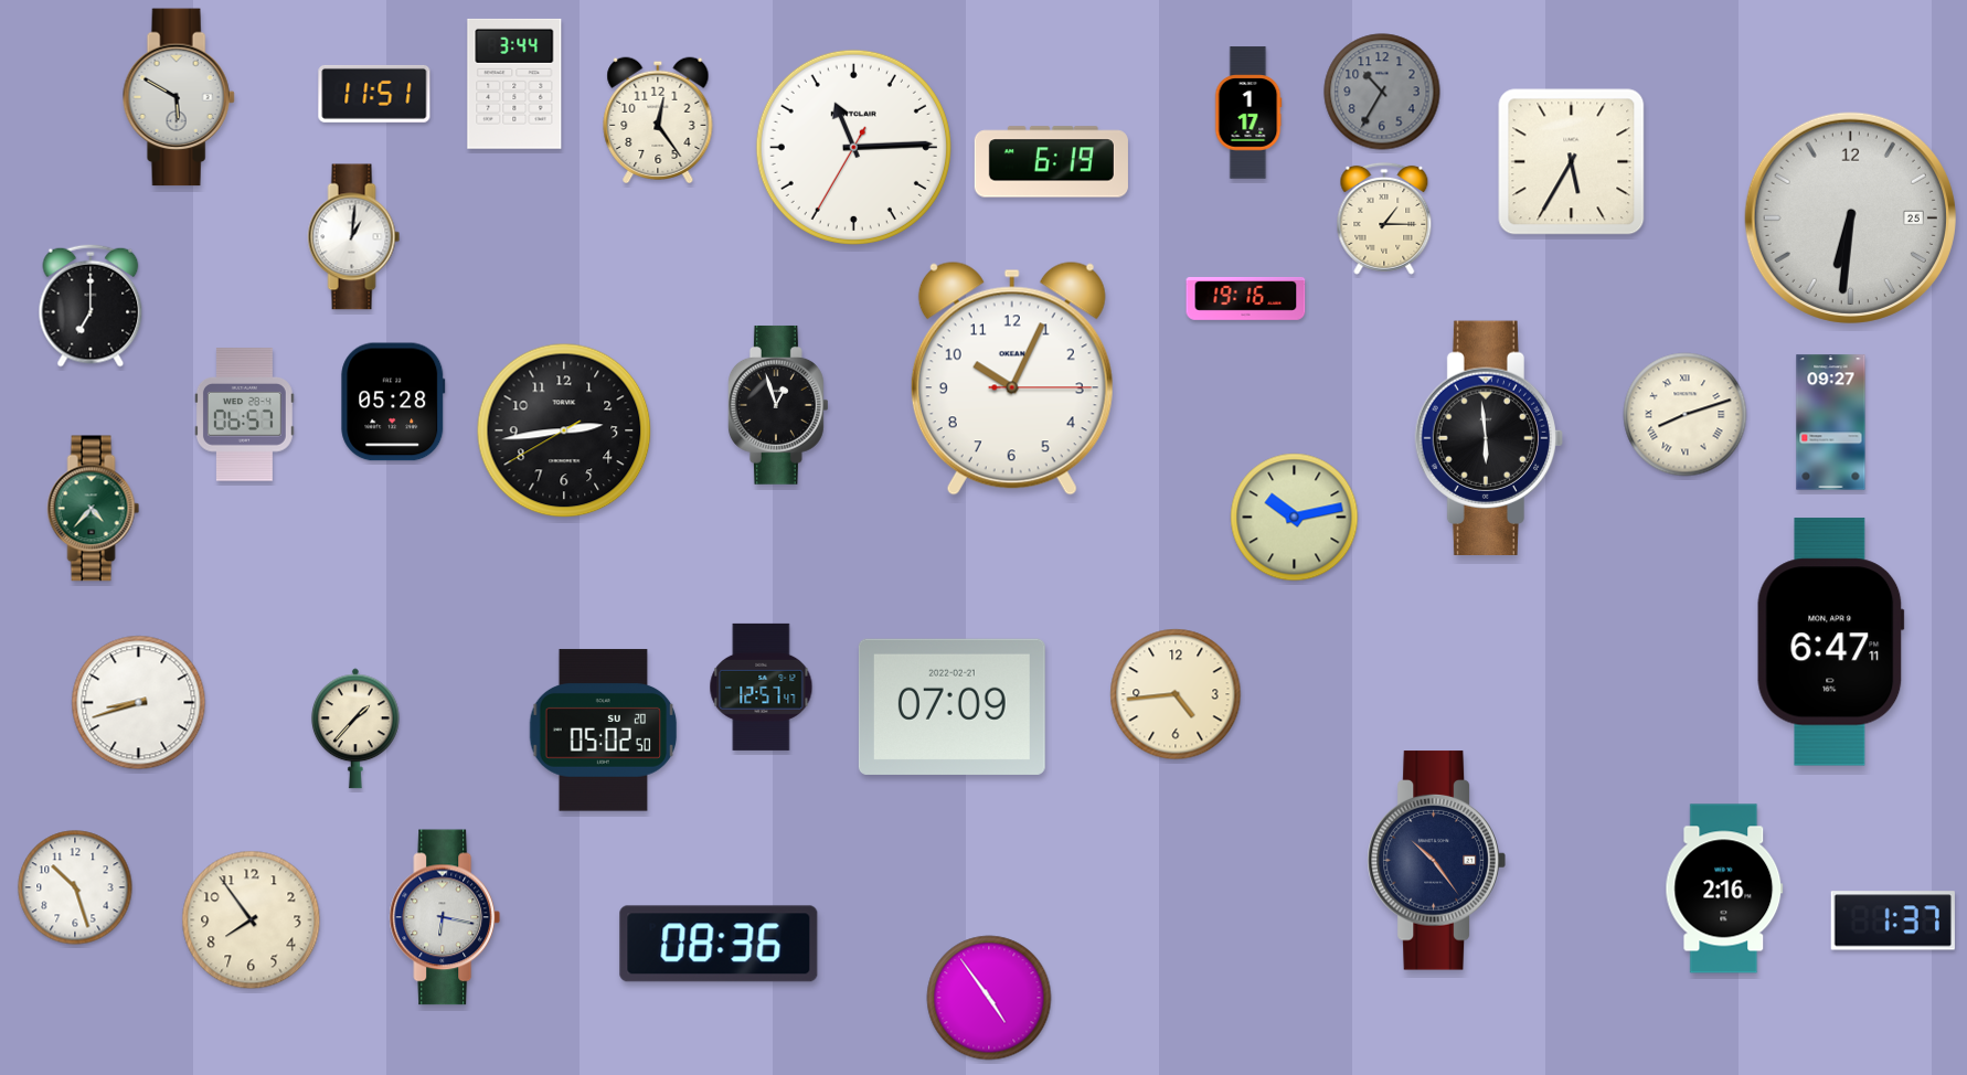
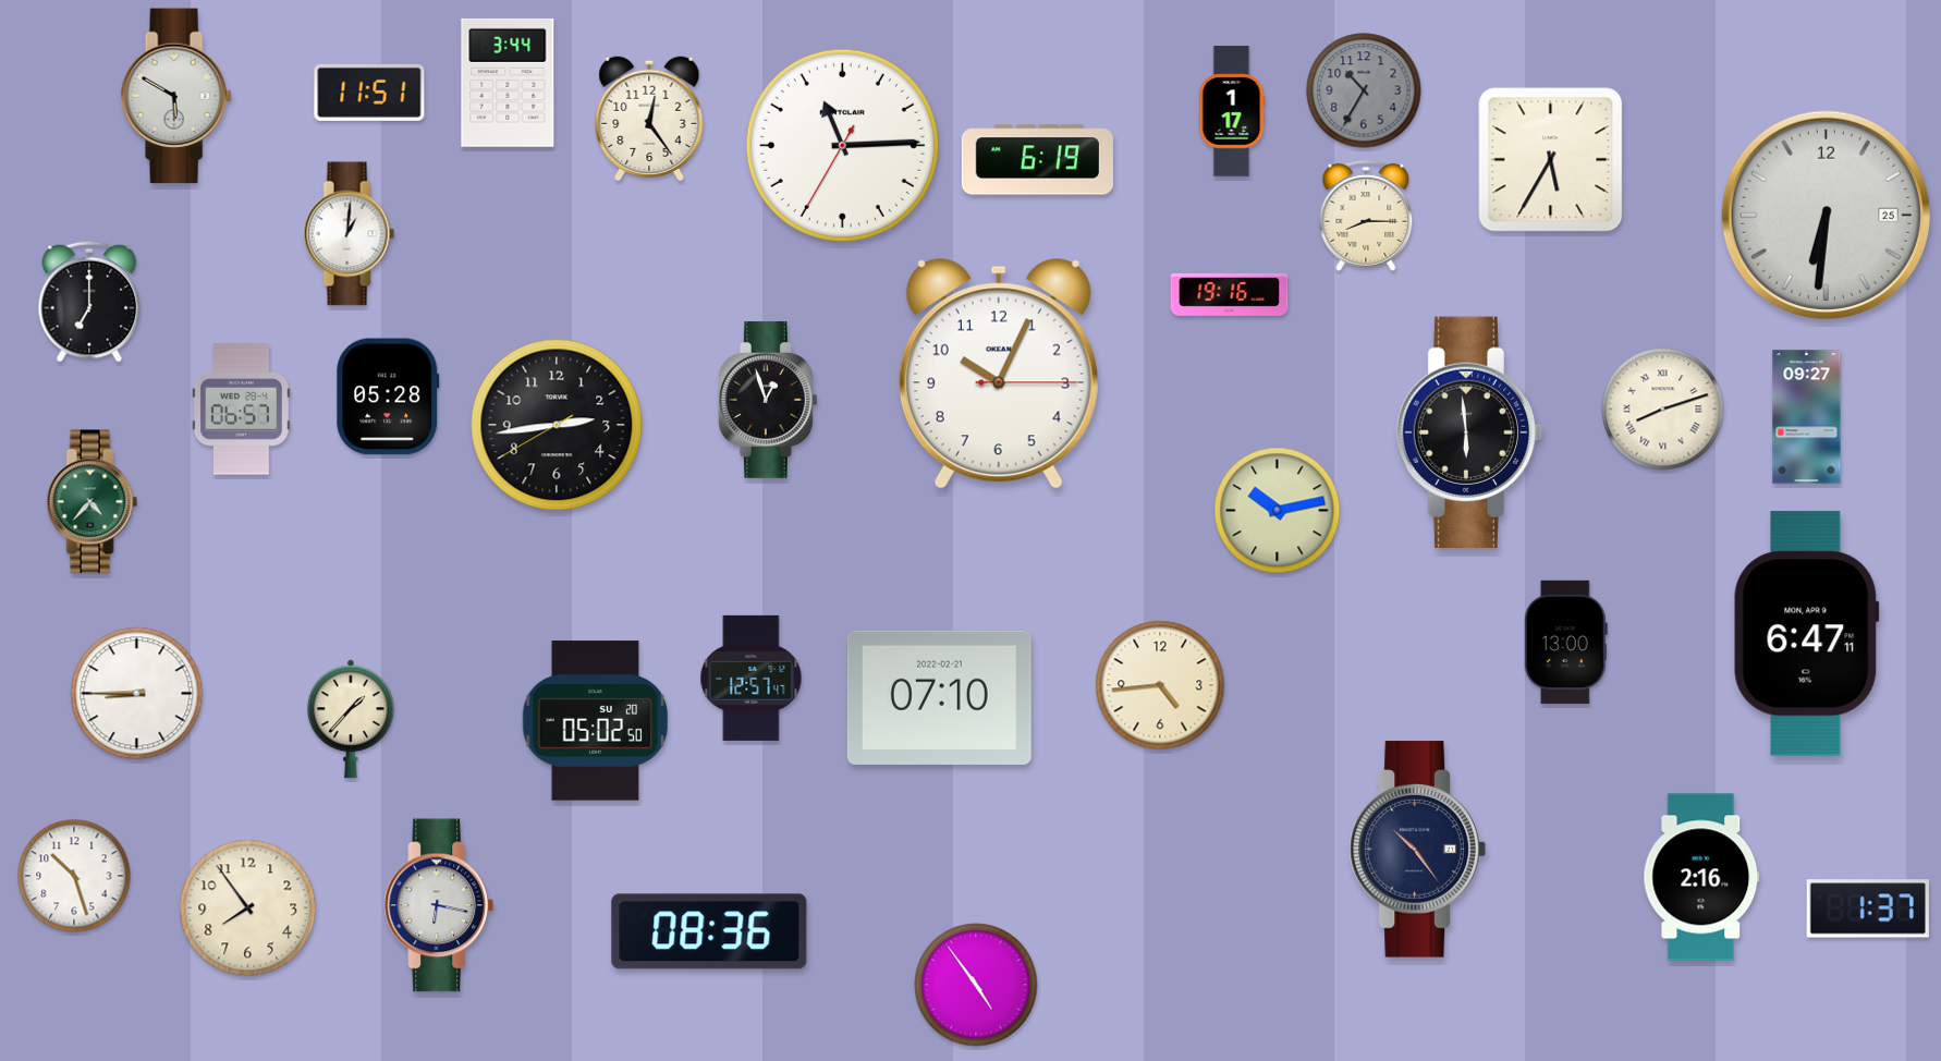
clock at (1384, 219): 1:15 -> 8:15
clock at (1565, 642): none -> 13:00
clock at (139, 703): 8:42 -> 8:45
clock at (951, 706): 07:09 -> 07:10
